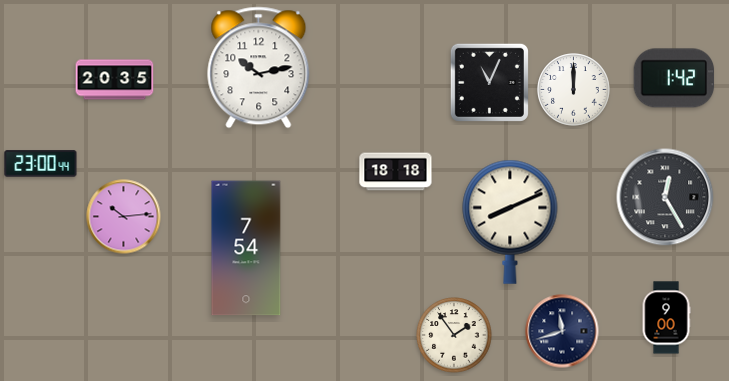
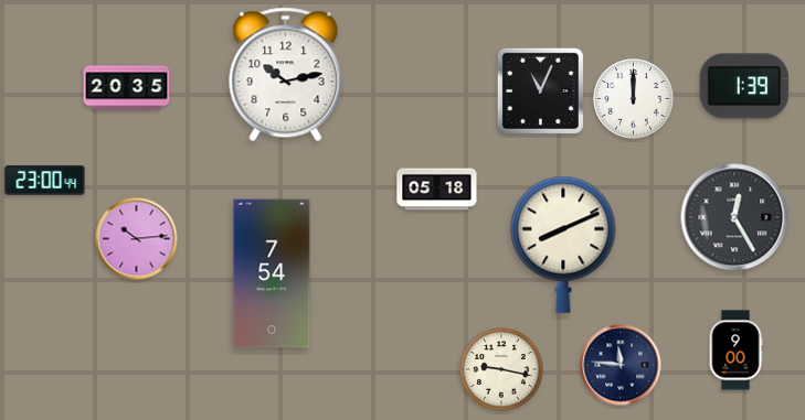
clock at (674, 78): 1:42 -> 1:39
clock at (396, 172): 18:18 -> 05:18
clock at (562, 331): 11:42 -> 11:46
clock at (454, 335): 1:54 -> 9:17
